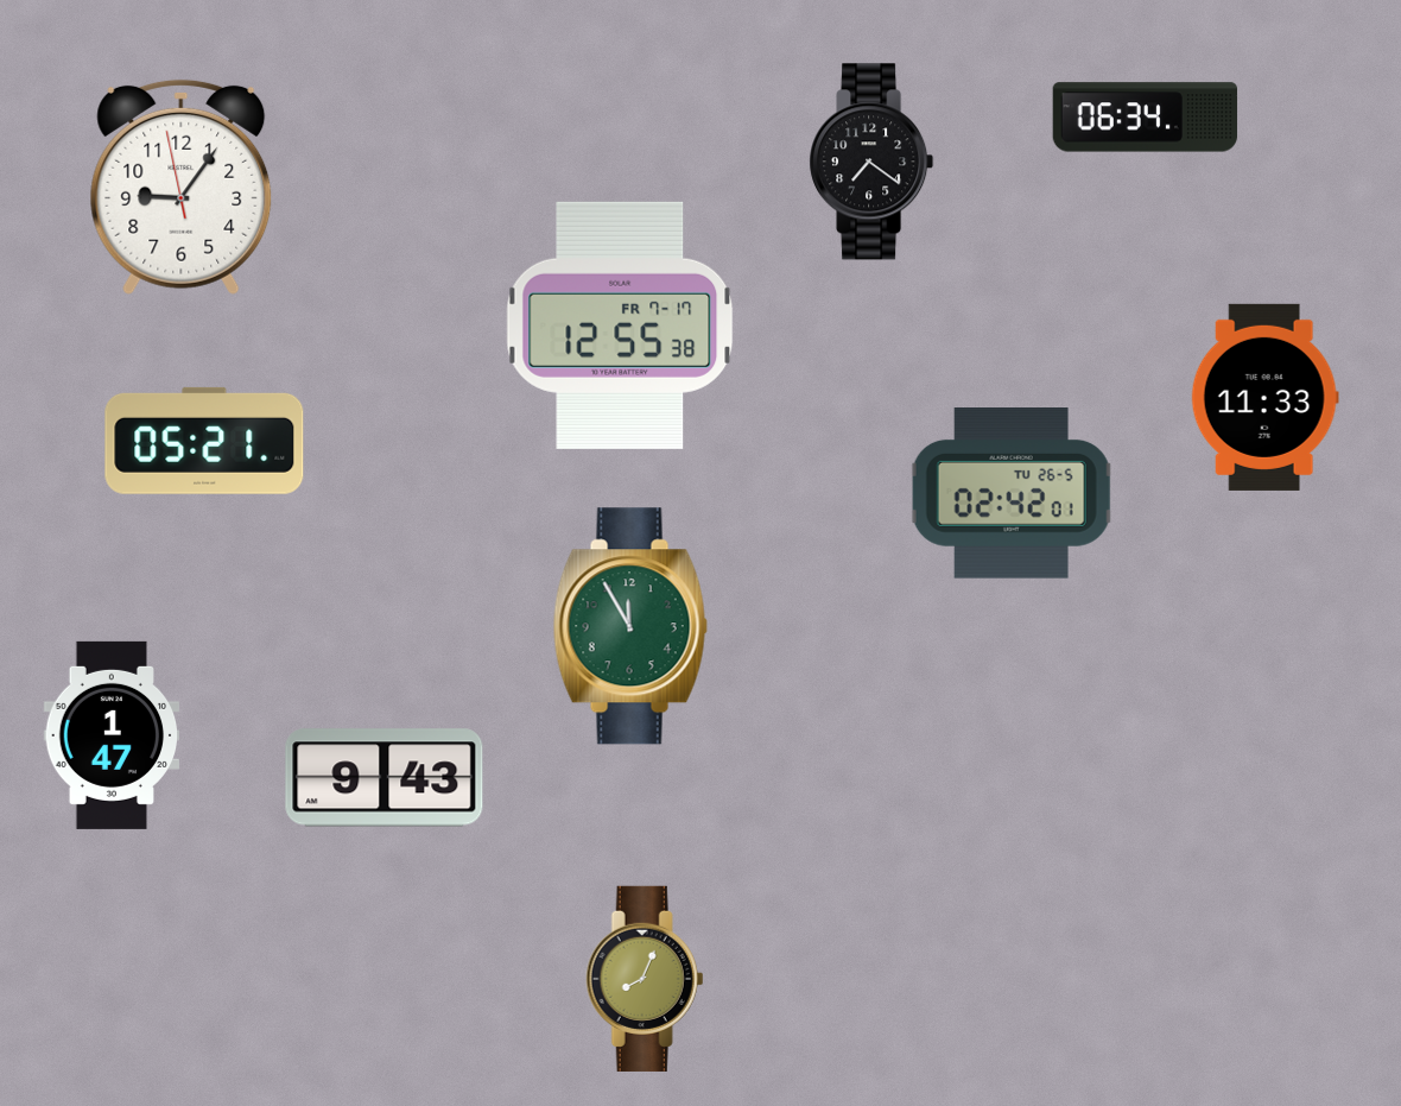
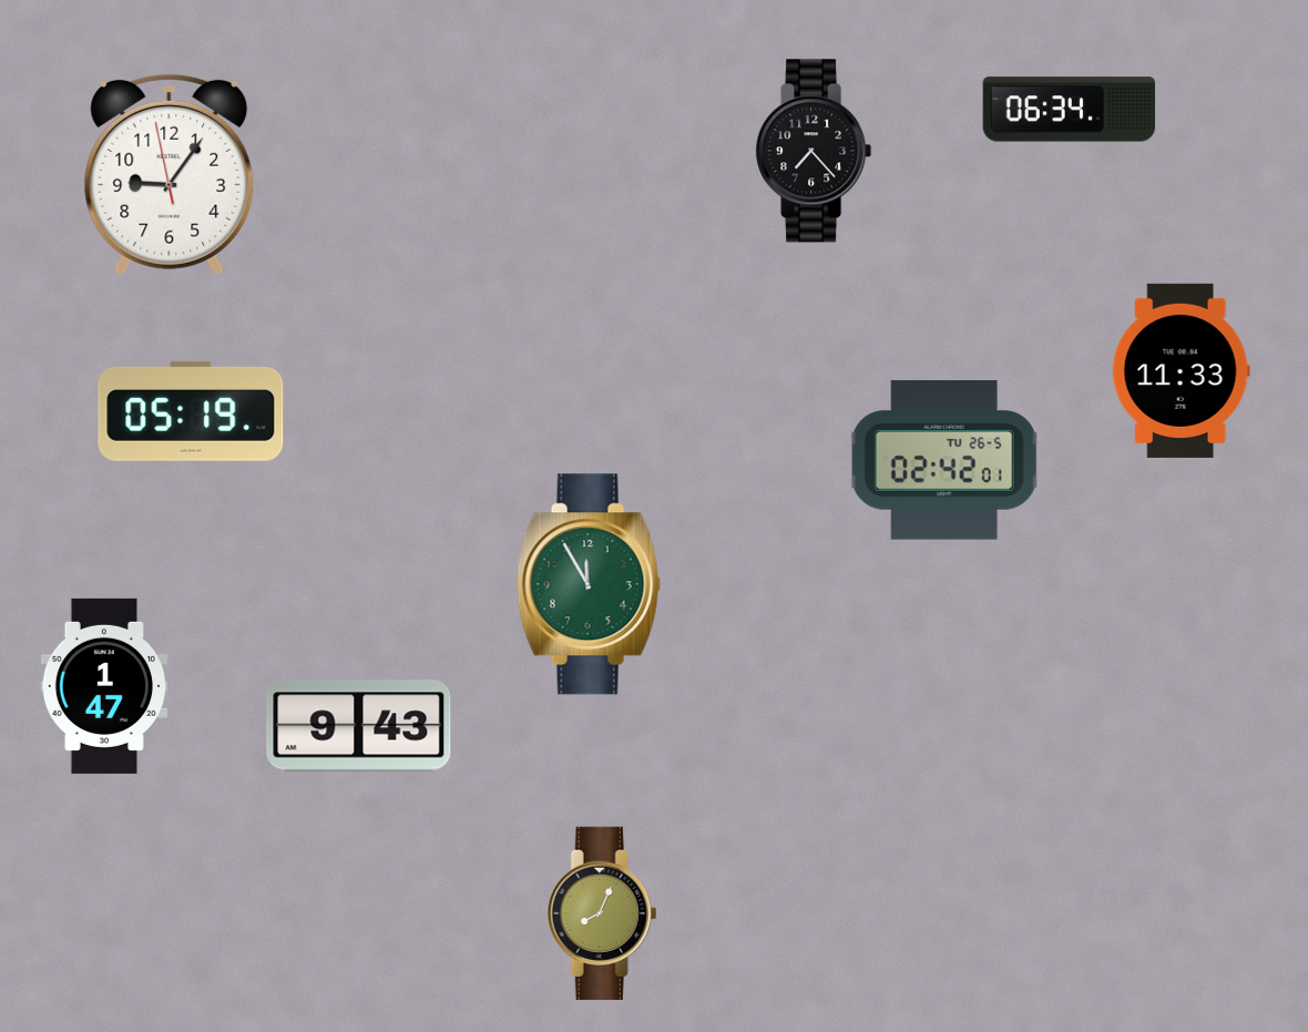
clock at (871, 162): 7:21 -> 7:23
clock at (620, 326): 12:55 -> none
clock at (204, 441): 05:21 -> 05:19
